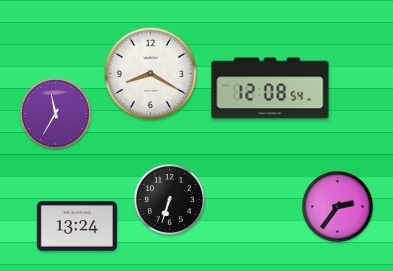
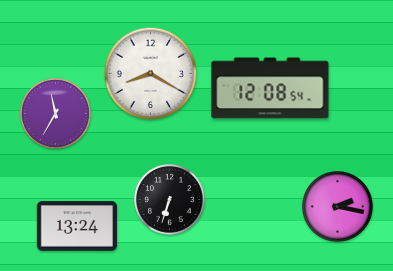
clock at (338, 207): 2:36 -> 2:17
